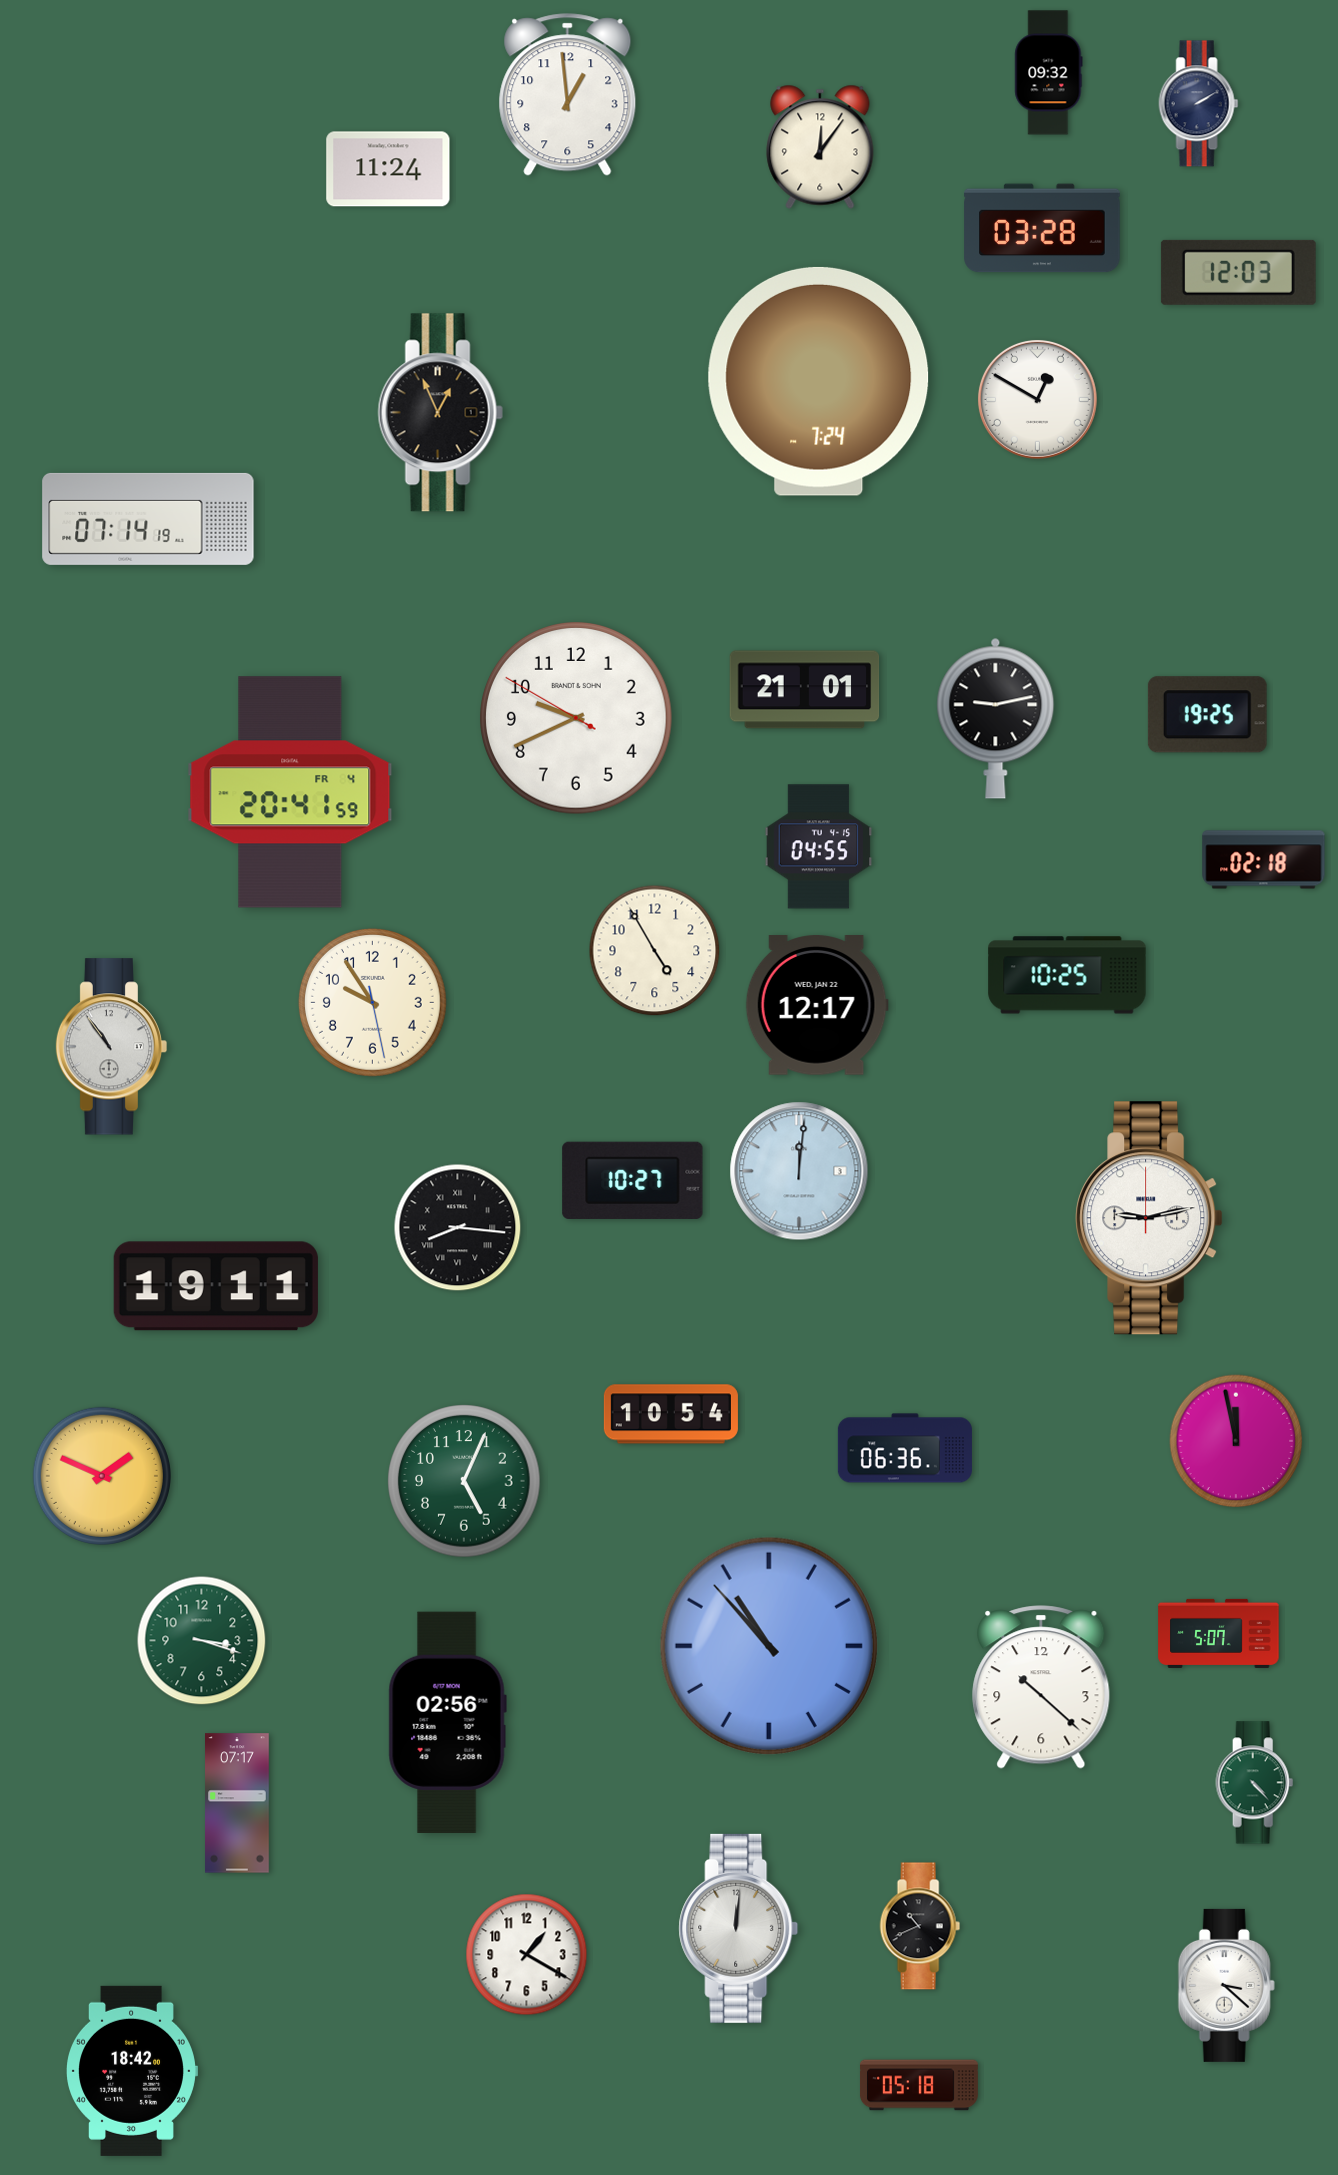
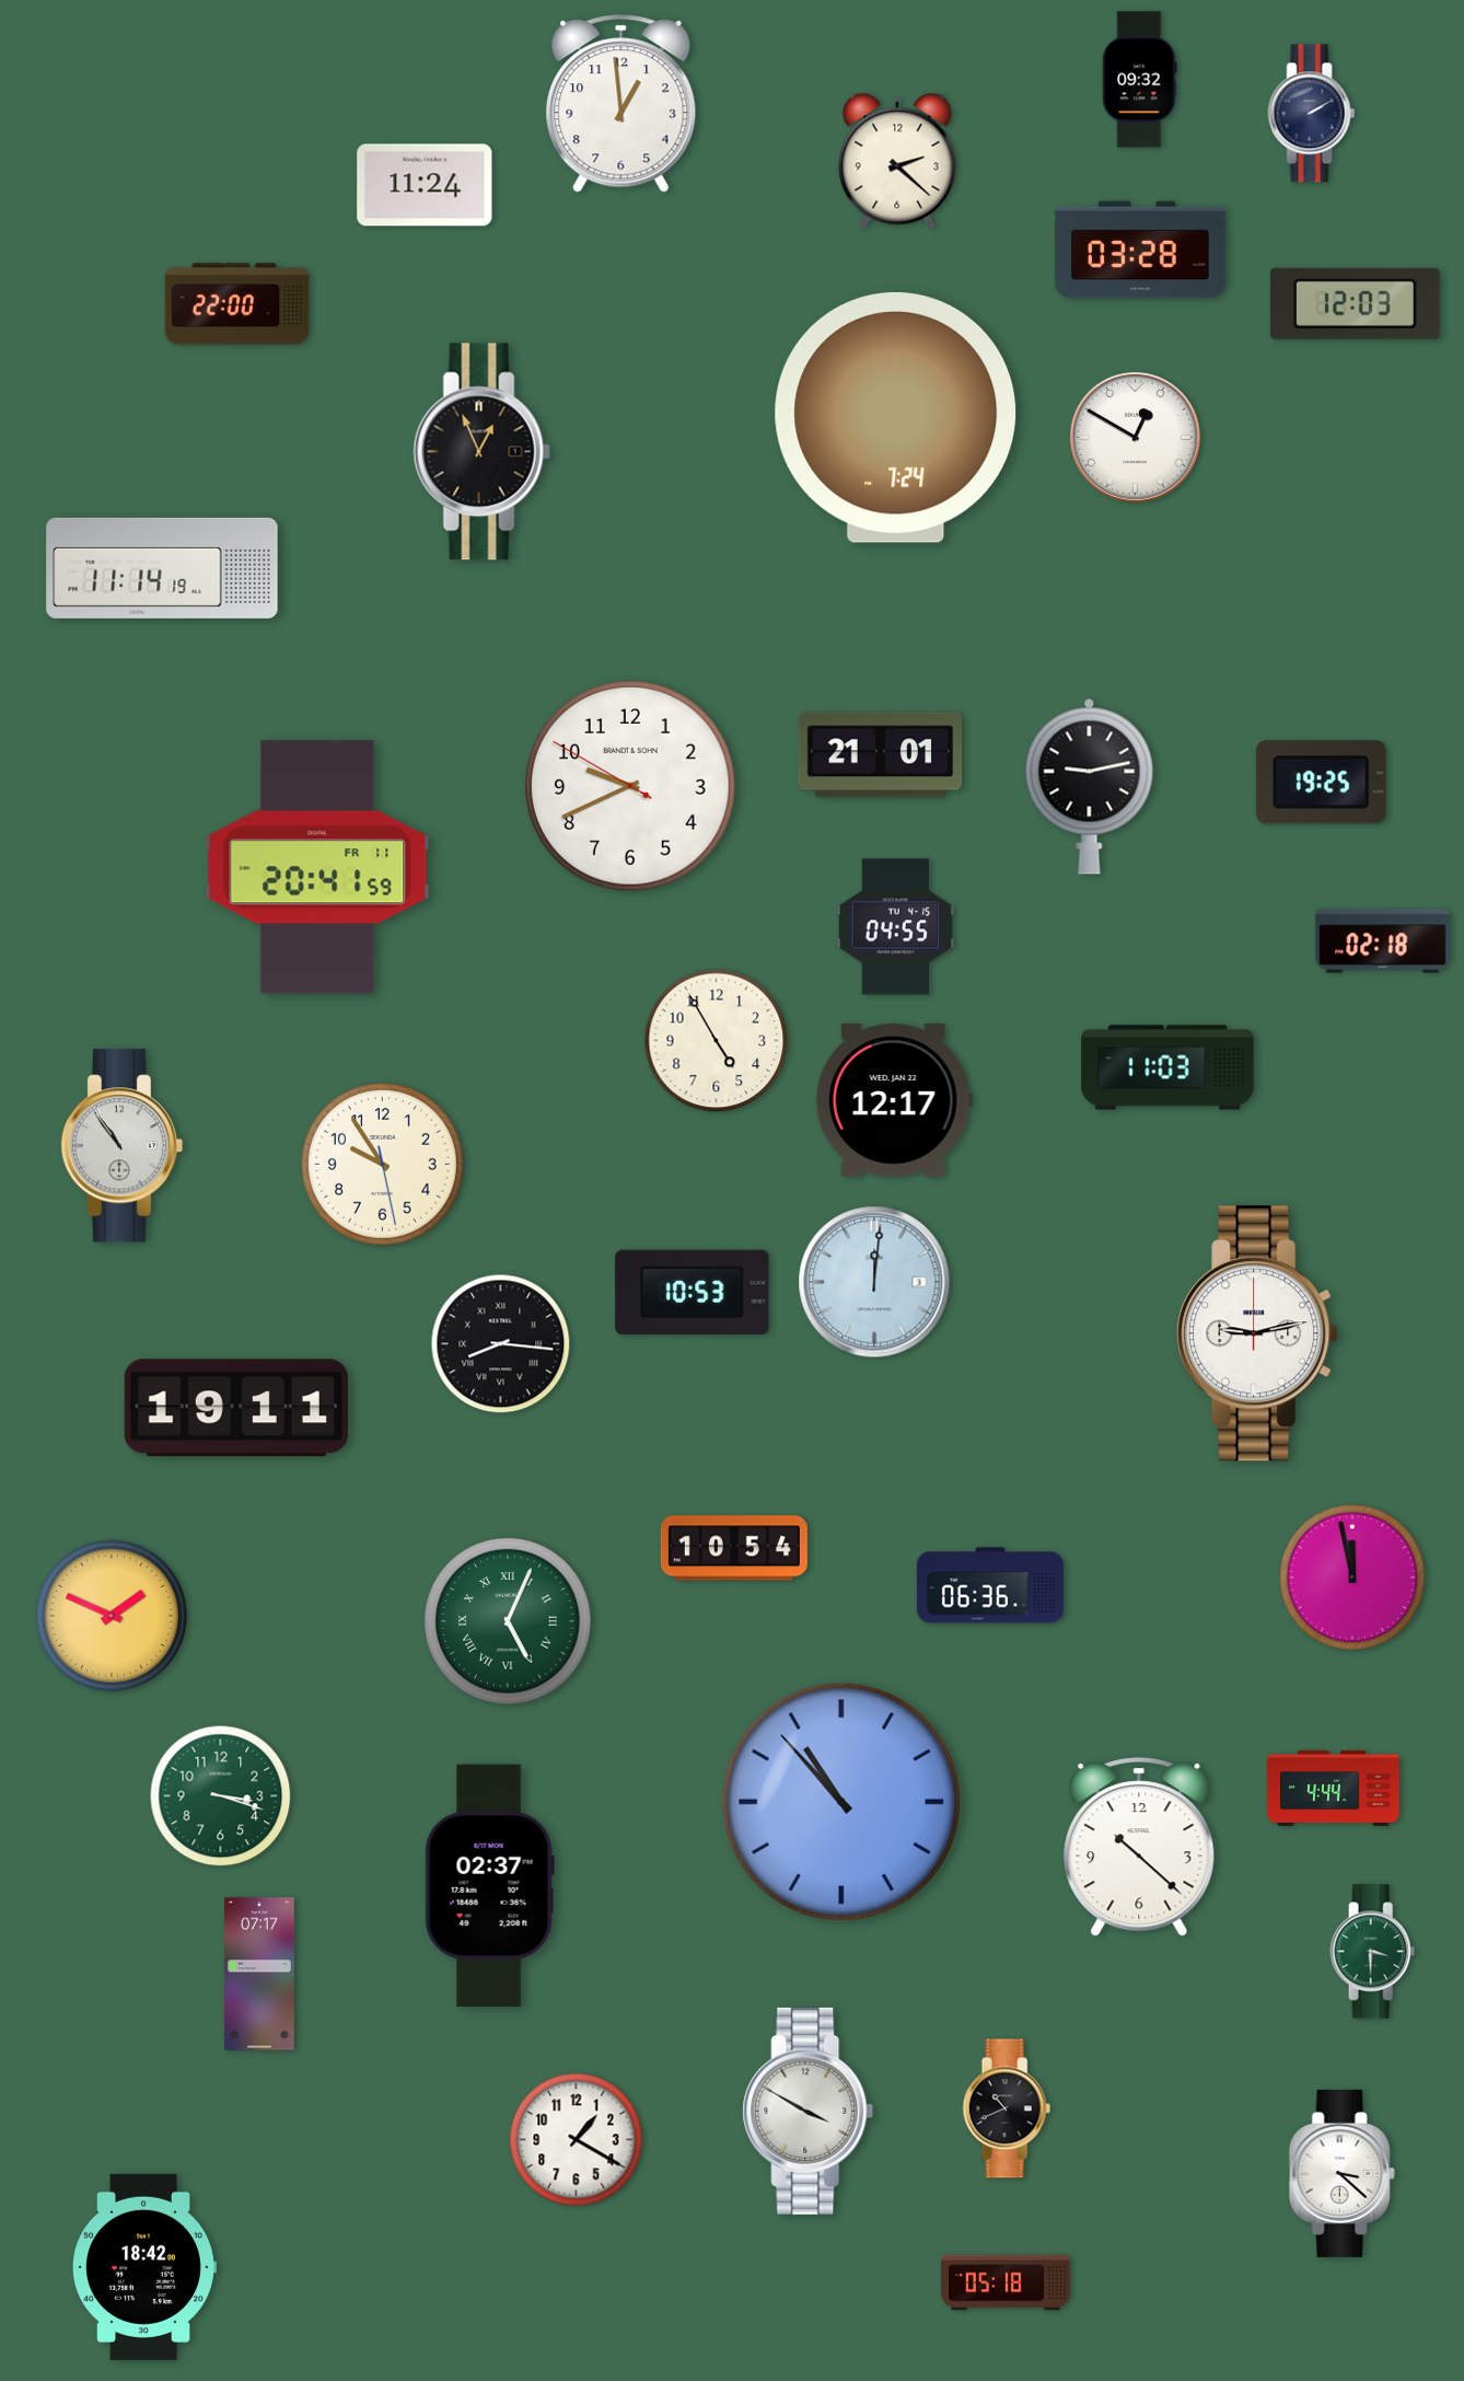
clock at (1049, 73) position: (1049, 73) -> (1140, 80)
clock at (820, 147): 12:06 -> 2:22
clock at (1238, 272) position: (1238, 272) -> (1355, 303)
clock at (237, 304): none -> 22:00
clock at (148, 519): 07:14 -> 11:14
clock at (290, 792) date: FR 4 -> FR 11
clock at (1067, 975): 10:25 -> 11:03
clock at (372, 1002) position: (372, 1002) -> (382, 1164)
clock at (633, 1180): 10:27 -> 10:53
clock at (464, 1481) numerals: Arabic -> Roman
clock at (1219, 1633): 5:07 -> 4:44
clock at (447, 1722): 02:56 -> 02:37
clock at (1255, 1783): 4:23 -> 3:30
clock at (739, 1928): 12:01 -> 3:50
